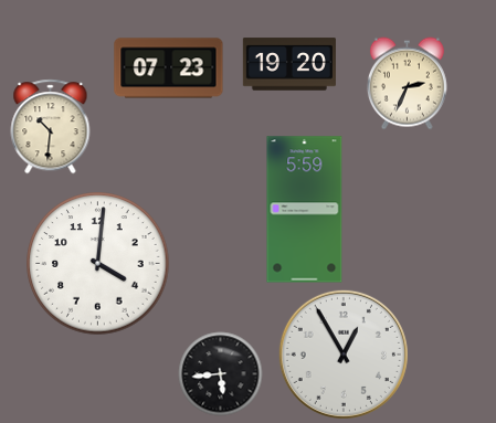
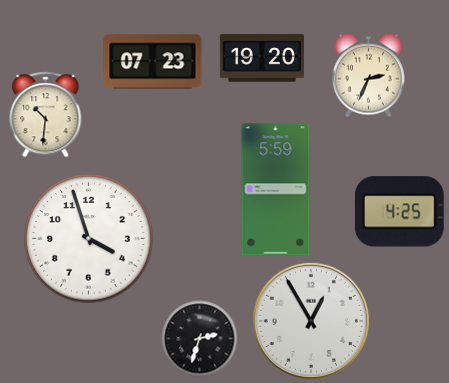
clock at (399, 212): none -> 4:25
clock at (98, 264): 4:01 -> 3:57
clock at (221, 374): 5:44 -> 2:33
